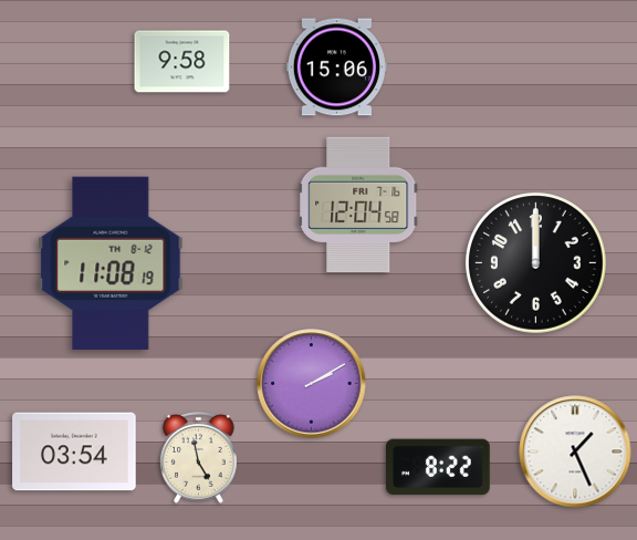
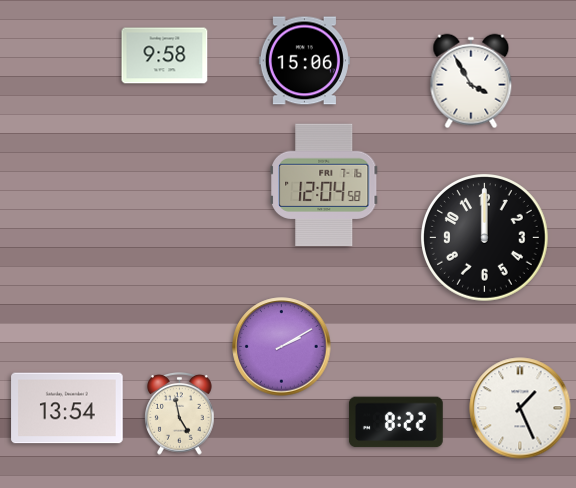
clock at (471, 81): none -> 3:55
clock at (111, 263): 11:08 -> none
clock at (74, 451): 03:54 -> 13:54
